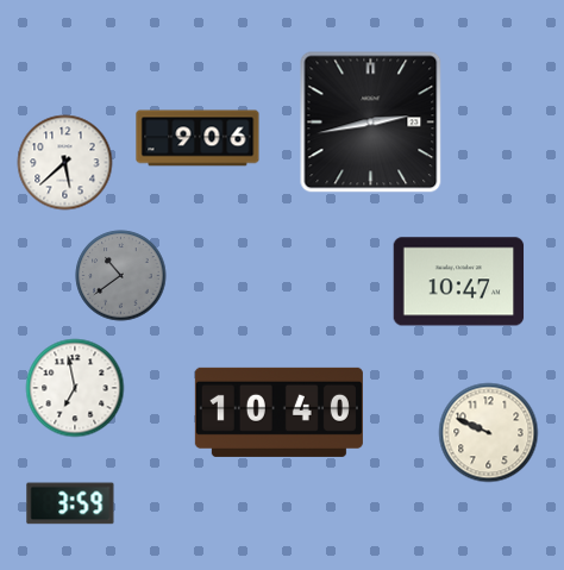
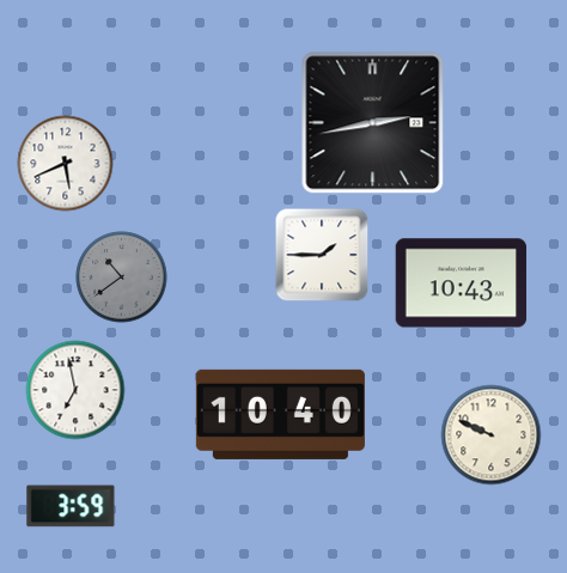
clock at (198, 138): 9:06 -> none
clock at (65, 163): 5:38 -> 5:41
clock at (322, 255): none -> 1:45
clock at (459, 282): 10:47 -> 10:43
